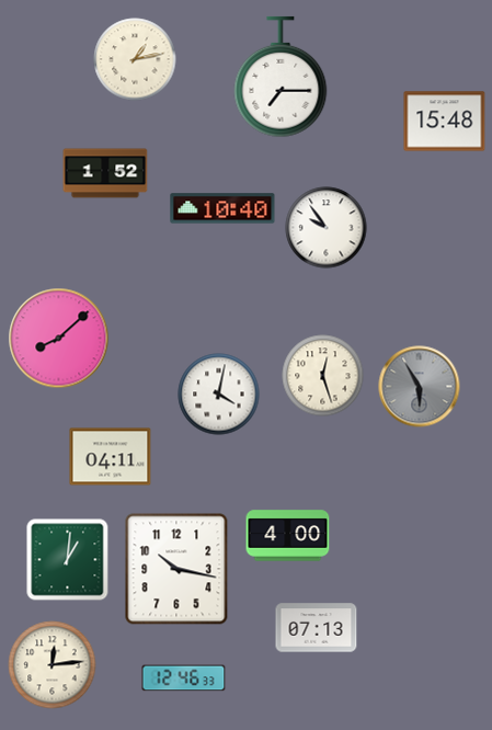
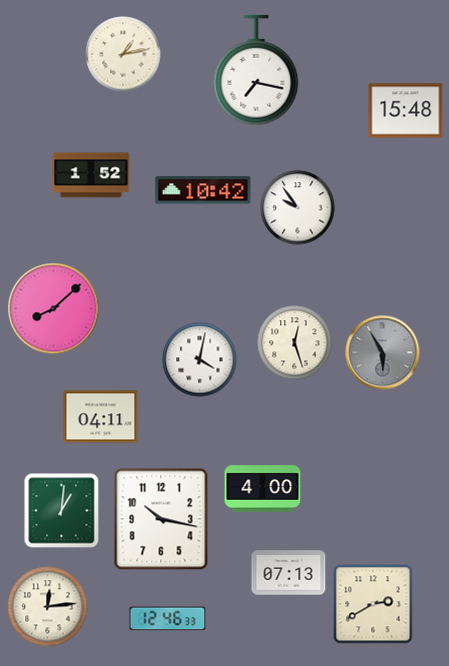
clock at (281, 77): 7:15 -> 7:17
clock at (105, 173) position: (105, 173) -> (91, 175)
clock at (222, 208): 10:40 -> 10:42
clock at (373, 604): none -> 2:40
